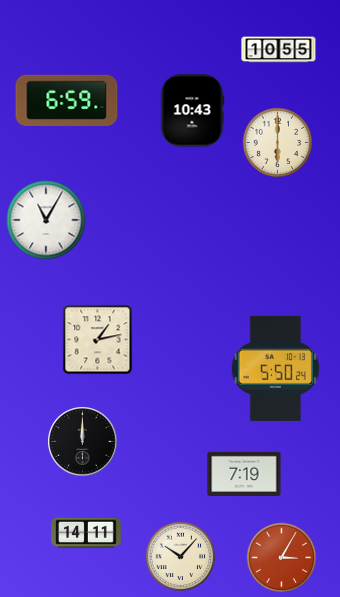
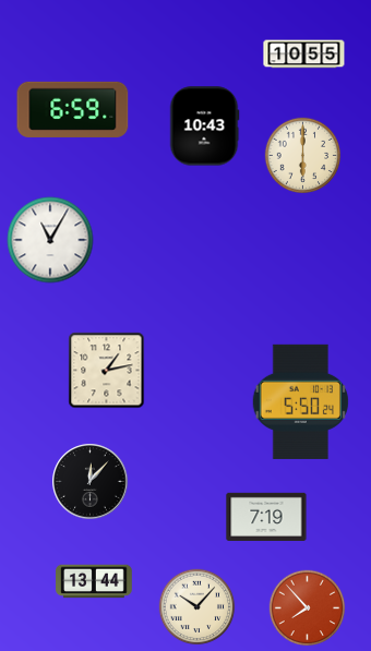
clock at (192, 111) position: (192, 111) -> (204, 126)
clock at (83, 442): 12:00 -> 12:07
clock at (86, 533): 14:11 -> 13:44
clock at (282, 558): 3:05 -> 7:53
